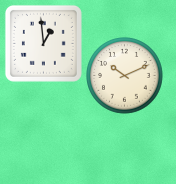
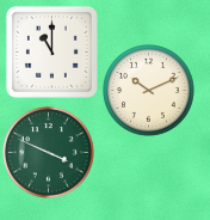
clock at (43, 43): 12:59 -> 11:00
clock at (49, 153): none -> 3:49
